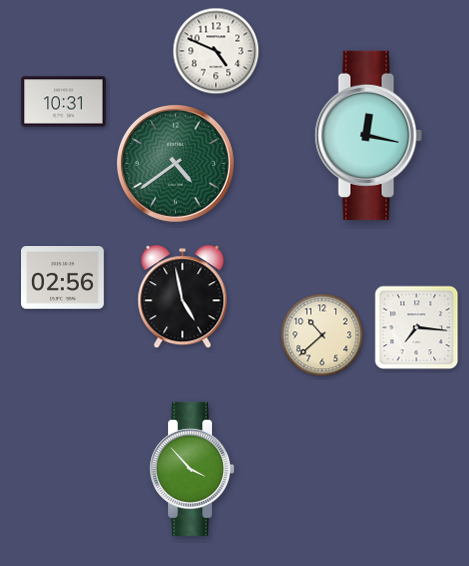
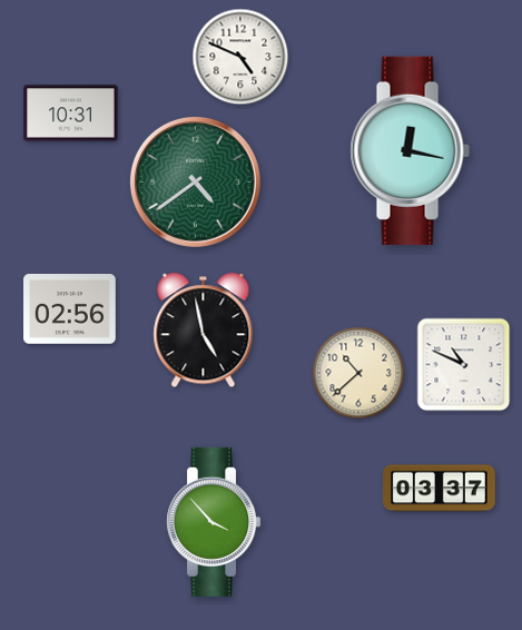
clock at (417, 328): 7:16 -> 10:49
clock at (440, 489): none -> 03:37
